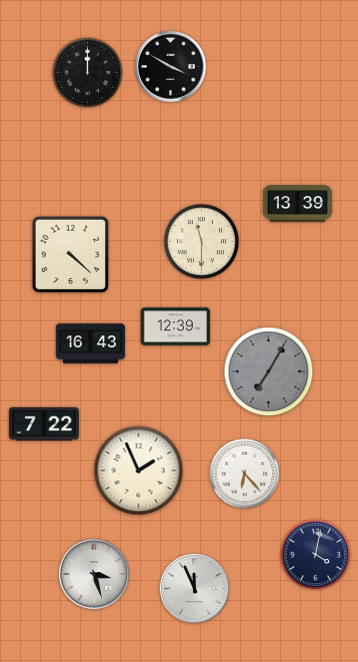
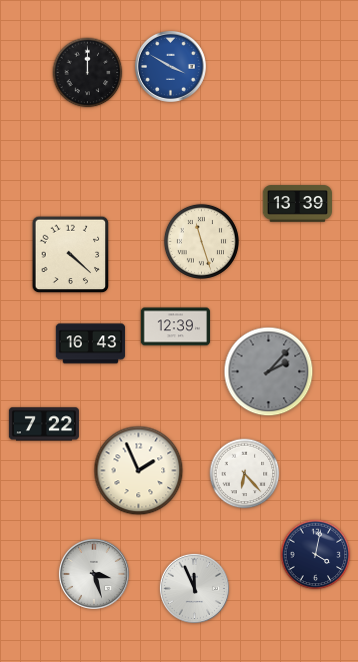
clock at (170, 66) dial: black -> blue
clock at (201, 241): 11:30 -> 11:27
clock at (269, 372): 7:05 -> 2:07
